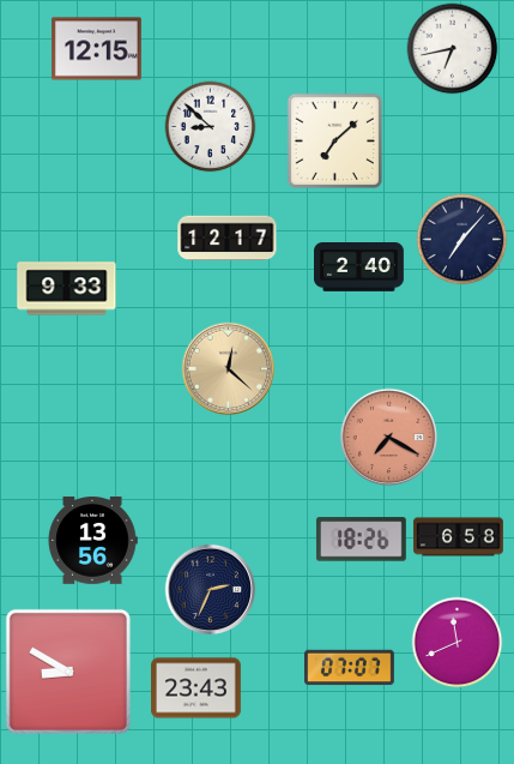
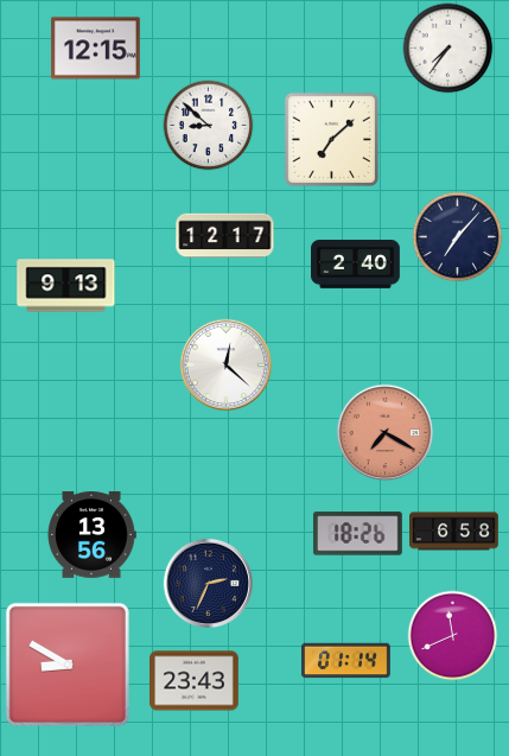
clock at (453, 49): 6:43 -> 7:36
clock at (67, 289): 9:33 -> 9:13
clock at (229, 369) dial: champagne -> white
clock at (350, 668): 07:07 -> 01:14
